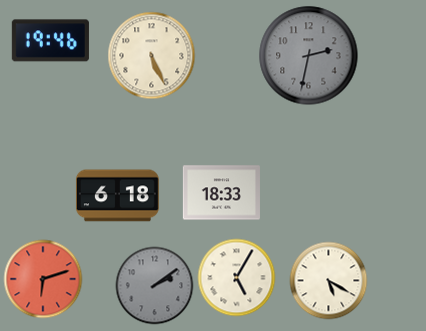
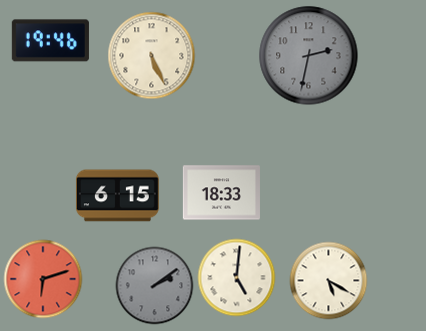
clock at (117, 196): 6:18 -> 6:15
clock at (236, 277): 5:05 -> 5:01
